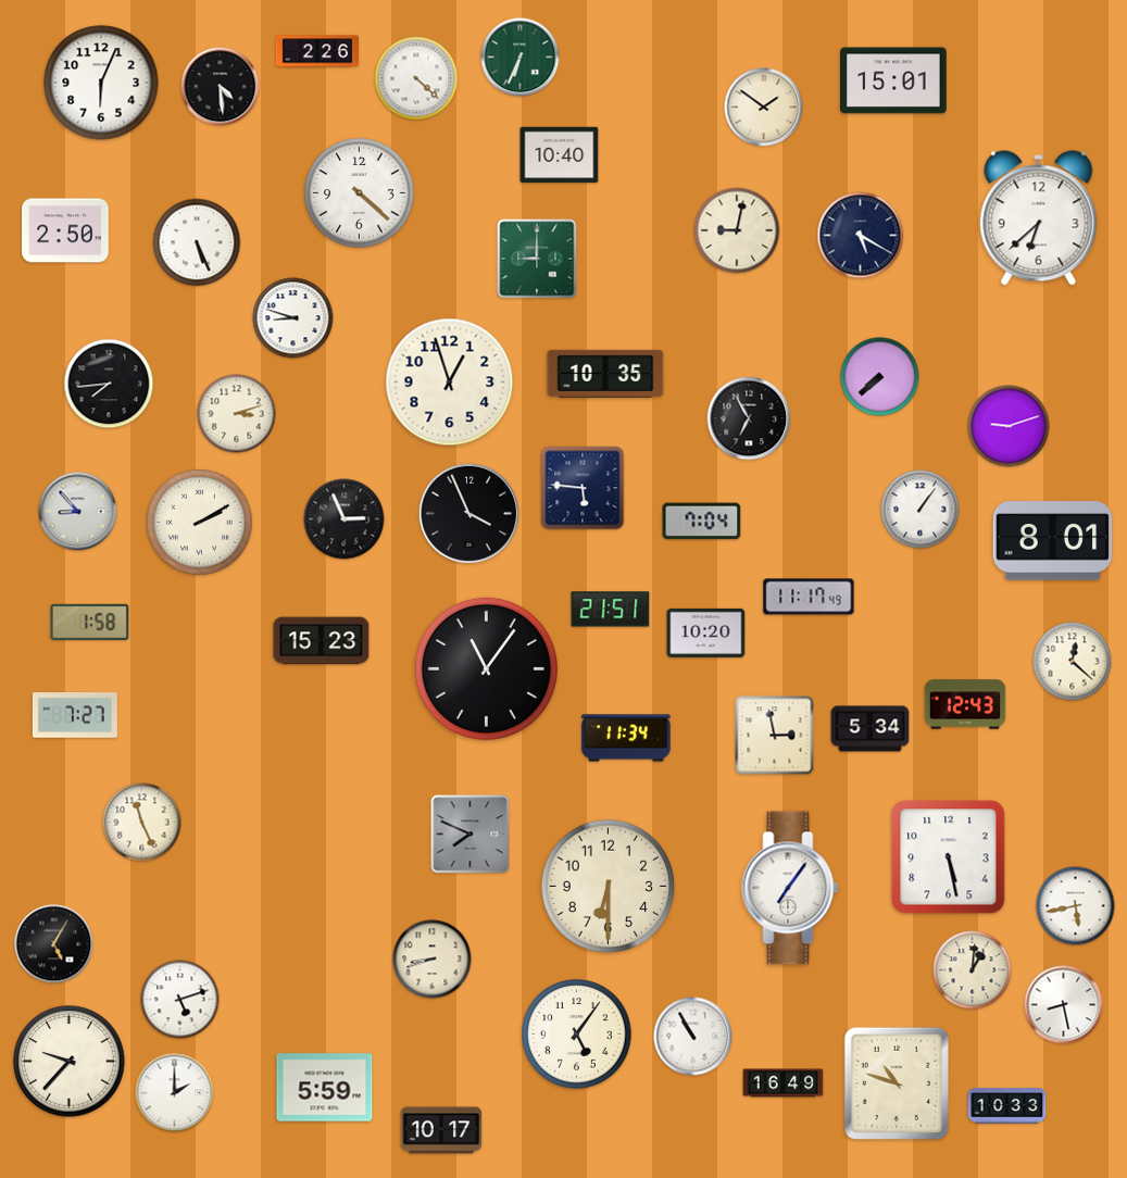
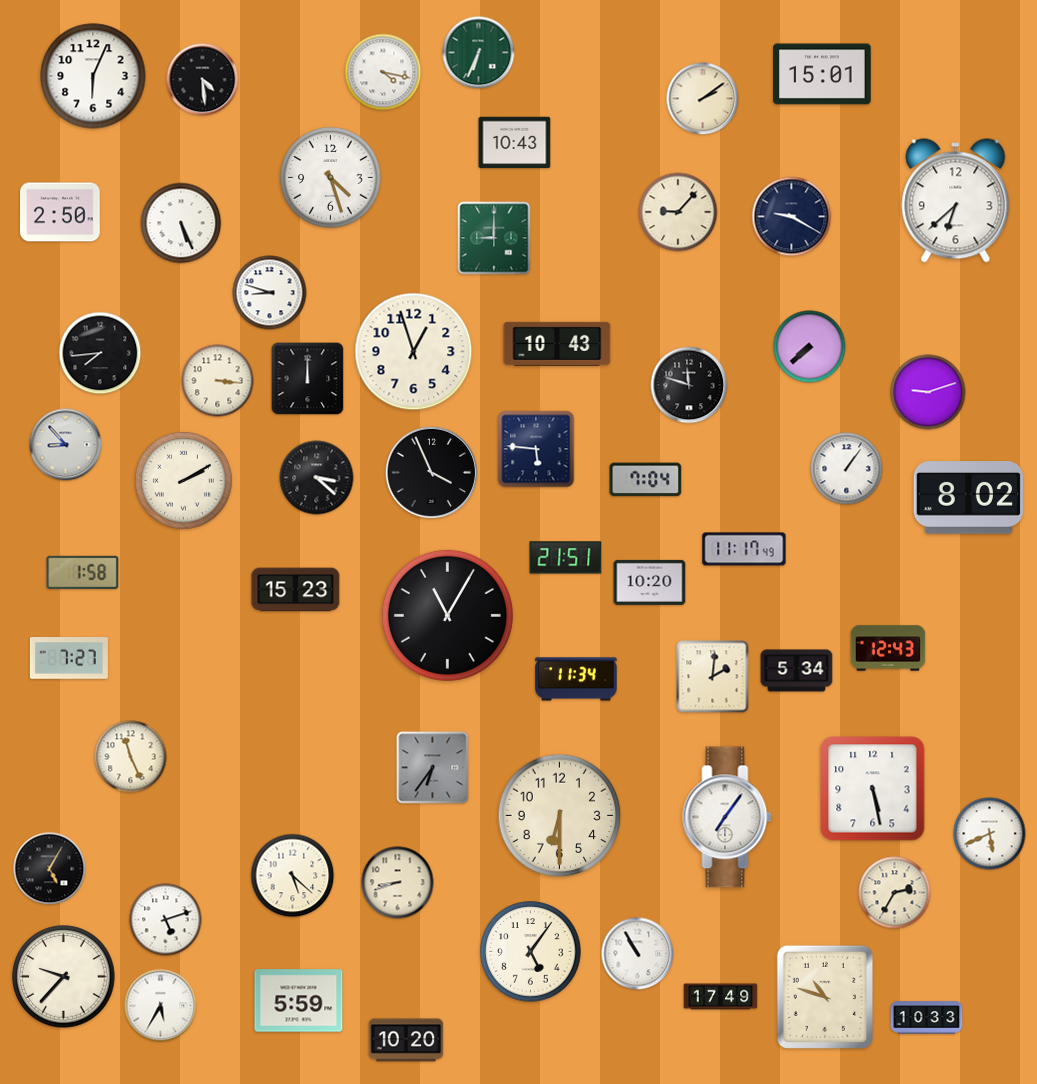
clock at (316, 51): 2:26 -> none
clock at (416, 78): 4:22 -> 4:17
clock at (764, 108): 1:51 -> 2:09
clock at (560, 155): 10:40 -> 10:43
clock at (360, 193): 4:22 -> 4:27
clock at (737, 230): 9:02 -> 9:07
clock at (861, 236): 5:20 -> 9:20
clock at (605, 374): 10:35 -> 10:43
clock at (308, 379): none -> 12:00
clock at (237, 414): 3:12 -> 3:16
clock at (749, 418): 6:55 -> 11:48
clock at (78, 512) position: (78, 512) -> (66, 445)
clock at (345, 519): 2:56 -> 3:22
clock at (1053, 541): 8:01 -> 8:02
clock at (611, 610) position: (611, 610) -> (566, 558)
clock at (1073, 662): 12:22 -> none
clock at (486, 668): 11:06 -> 11:05
clock at (871, 729) position: (871, 729) -> (797, 671)
clock at (775, 736): 2:58 -> 2:01
clock at (471, 835): 7:49 -> 6:36
clock at (1076, 906): 5:43 -> 5:41
clock at (293, 876): none -> 5:22
clock at (973, 970): 1:01 -> 2:35
clock at (1064, 1005): 8:28 -> none
clock at (784, 1083): 16:49 -> 17:49
clock at (175, 1093): 2:00 -> 5:35
clock at (441, 1130): 10:17 -> 10:20
